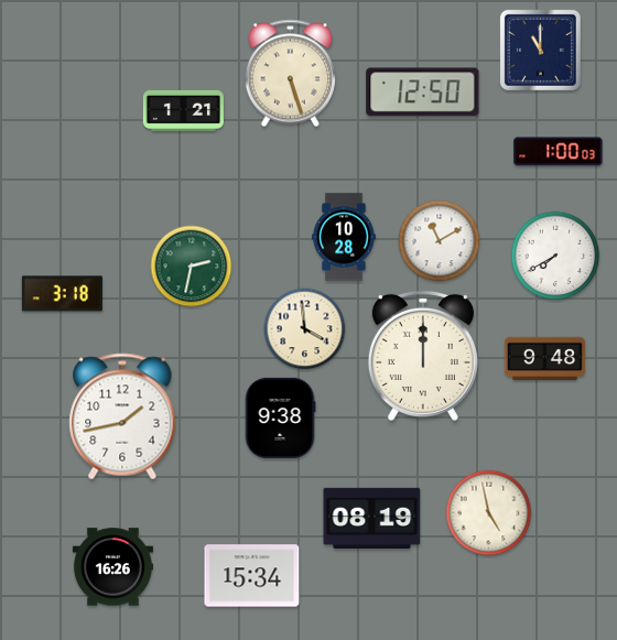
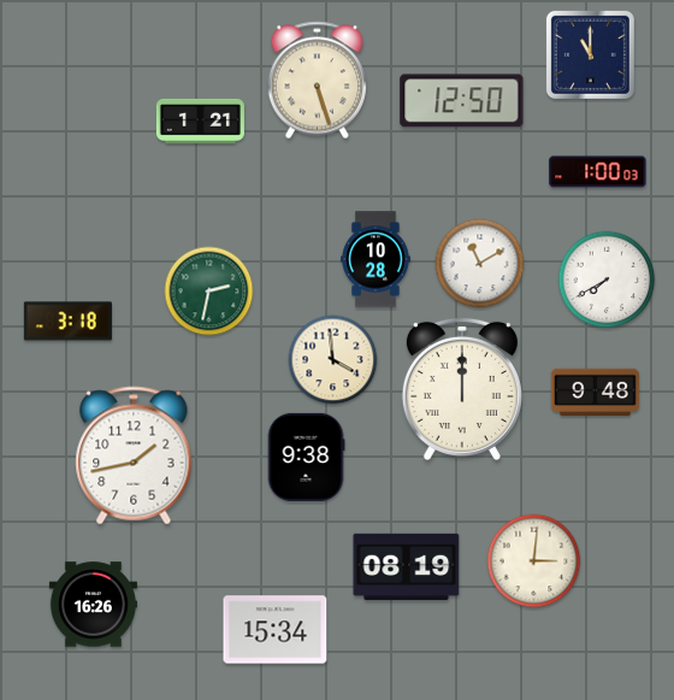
clock at (559, 152) position: (559, 152) -> (598, 172)
clock at (489, 513): 4:58 -> 3:01
clock at (112, 567) position: (112, 567) -> (93, 605)
